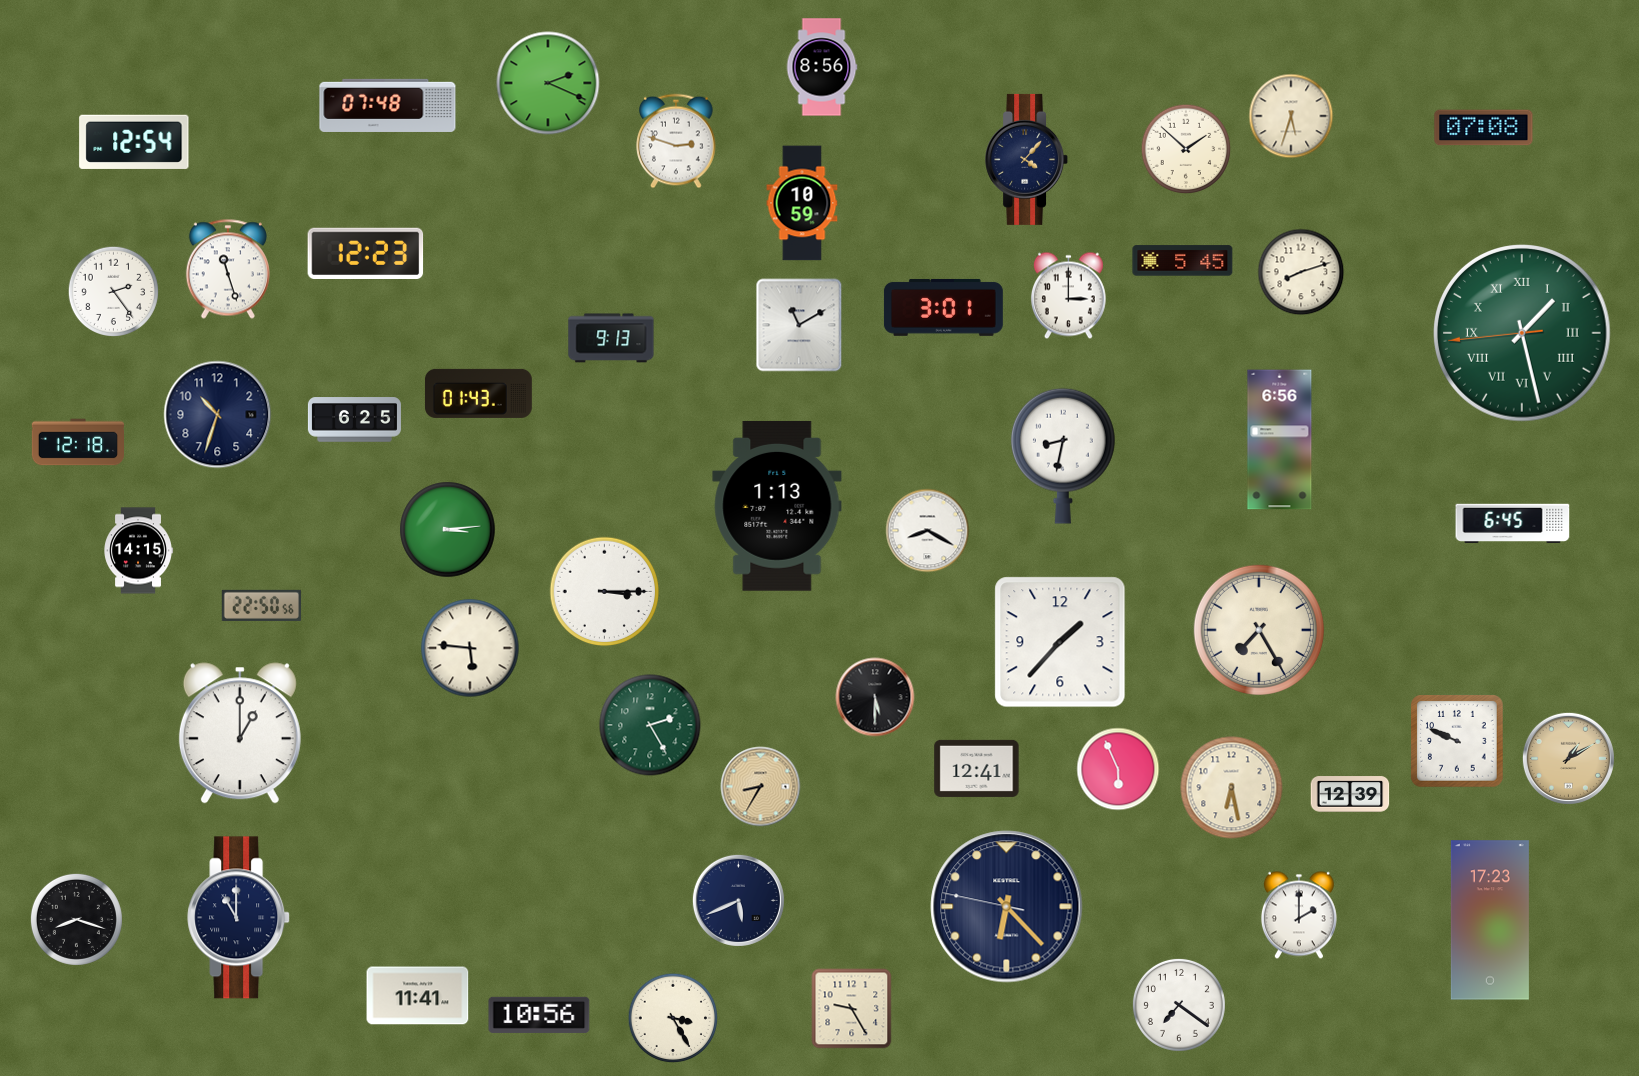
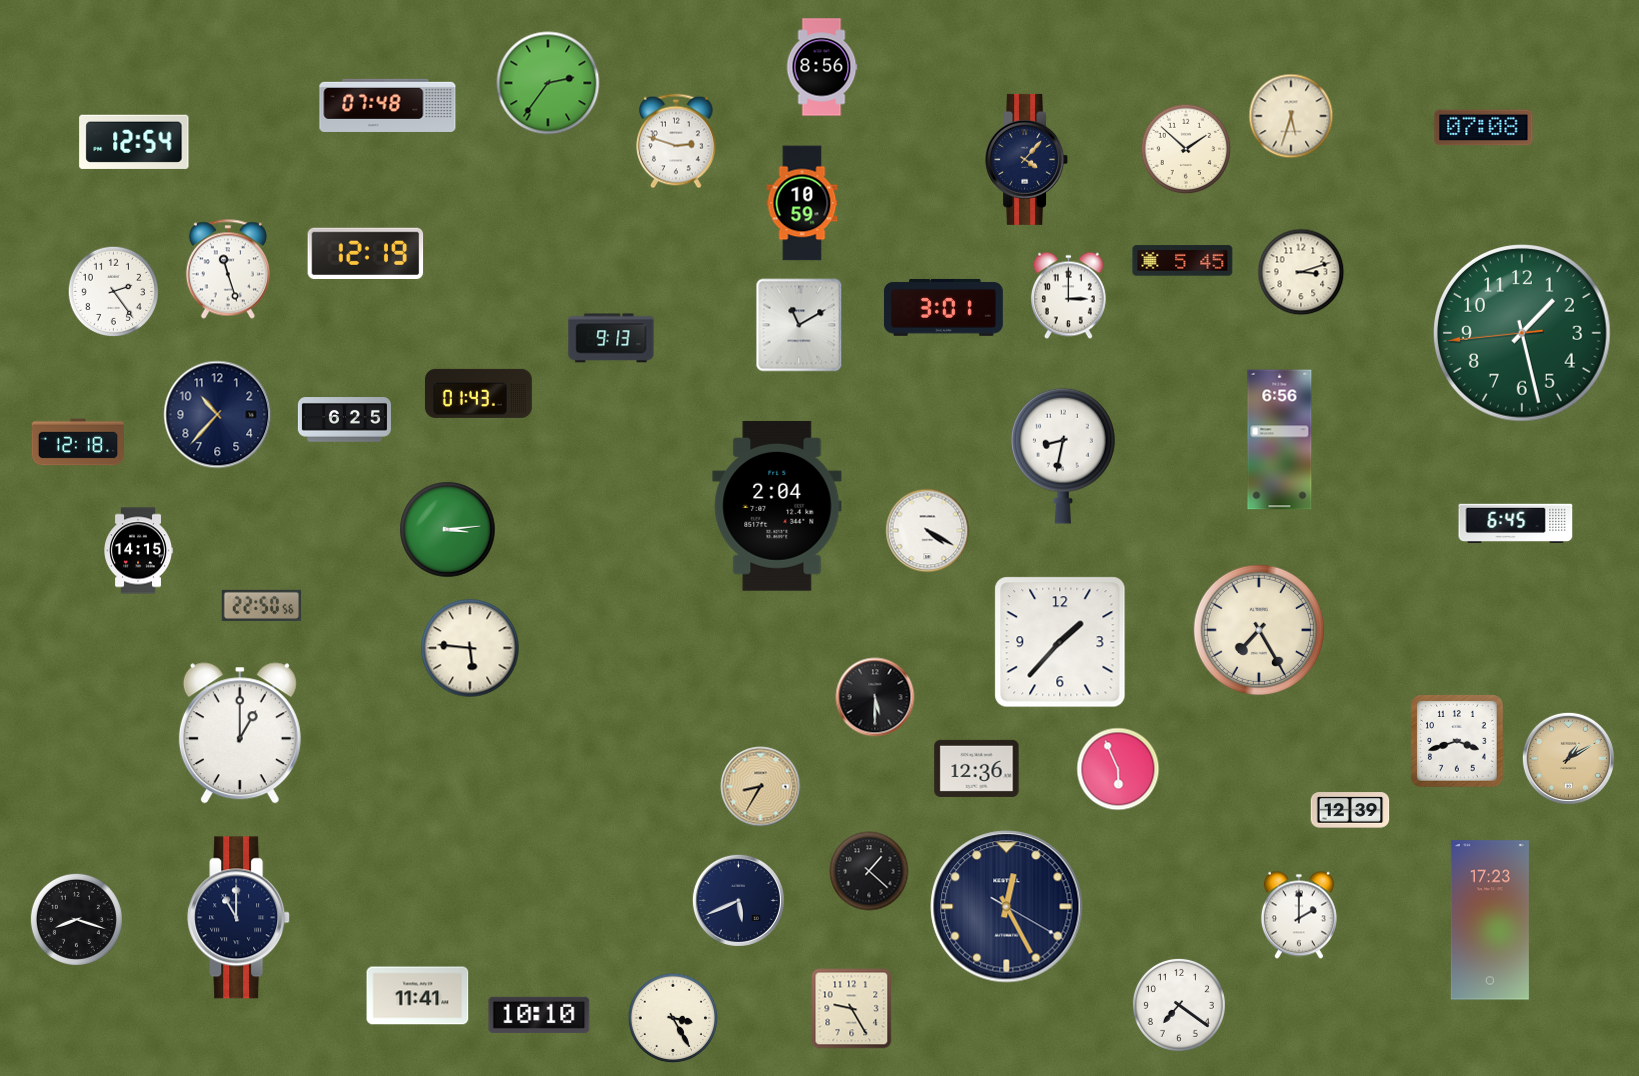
clock at (548, 83): 2:19 -> 2:36
clock at (366, 253): 12:23 -> 12:19
clock at (1301, 272): 8:12 -> 3:12
clock at (1523, 334) numerals: Roman -> Arabic
clock at (218, 415): 10:33 -> 10:37
clock at (354, 420) position: (354, 420) -> (344, 420)
clock at (777, 506): 1:13 -> 2:04
clock at (1513, 524) position: (1513, 524) -> (1516, 524)
clock at (928, 531): 8:20 -> 4:20
clock at (605, 592): 3:15 -> none
clock at (650, 725): 2:25 -> none
clock at (1457, 741): 9:49 -> 3:42
clock at (977, 768): 12:41 -> 12:36
clock at (1232, 788): 6:28 -> none
clock at (1350, 794) position: (1350, 794) -> (1350, 810)
clock at (869, 871): none -> 1:22
clock at (1007, 907): 6:22 -> 12:25
clock at (539, 1015): 10:56 -> 10:10
